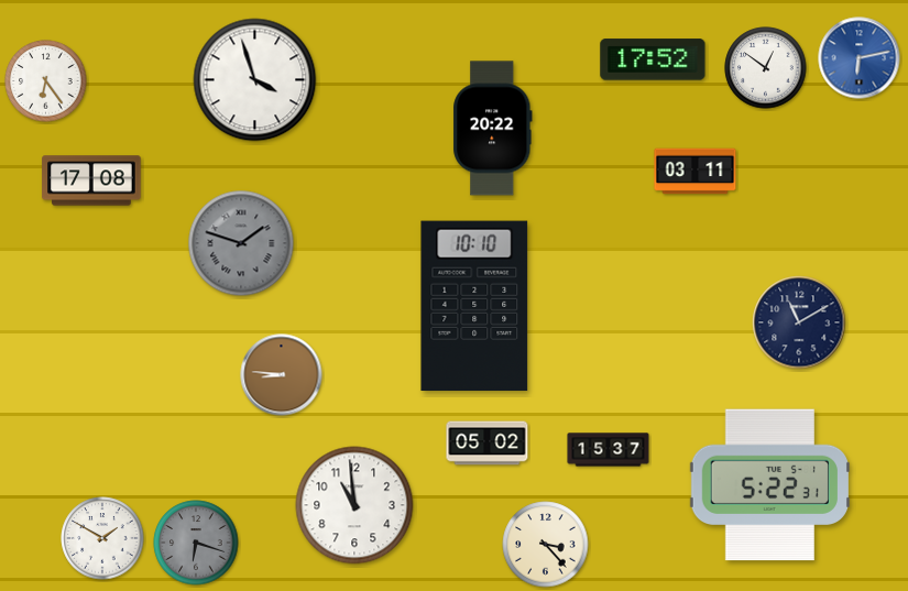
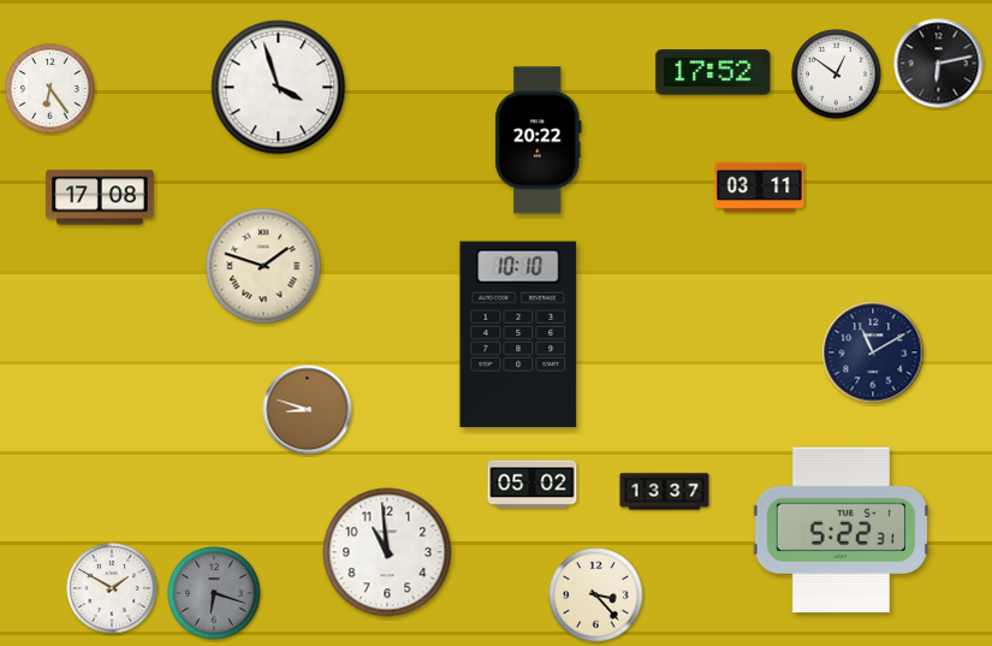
clock at (860, 58) dial: blue -> black
clock at (653, 59) position: (653, 59) -> (713, 72)
clock at (241, 243) dial: grey -> cream
clock at (282, 375): 8:46 -> 8:48
clock at (609, 450): 15:37 -> 13:37
